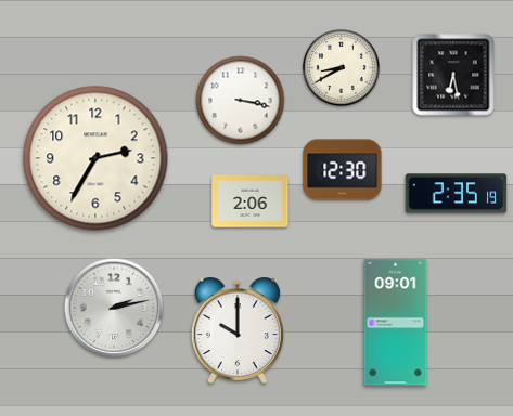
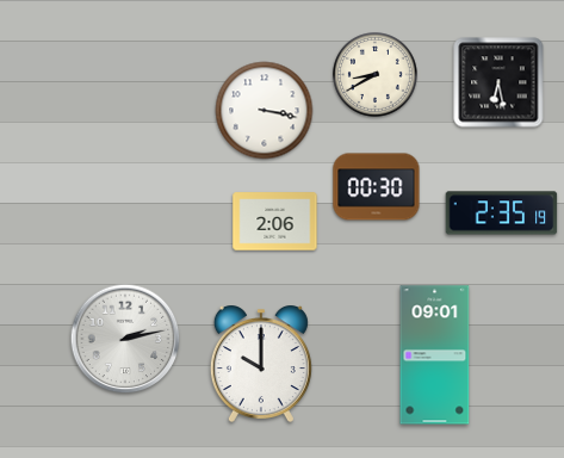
clock at (95, 158): 2:35 -> none
clock at (343, 170): 12:30 -> 00:30
